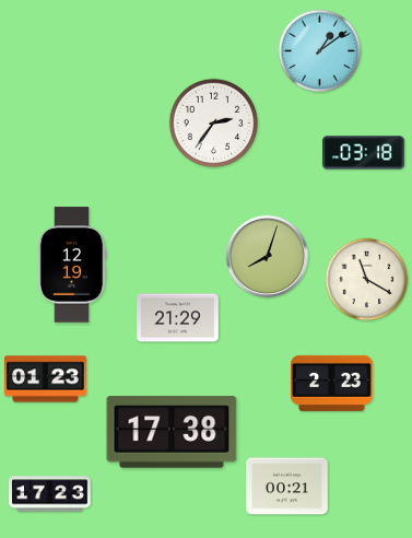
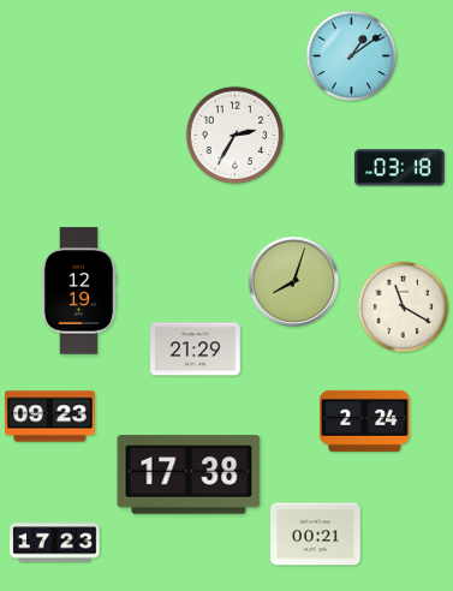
clock at (214, 124): 2:36 -> 2:35
clock at (46, 379): 01:23 -> 09:23
clock at (332, 383): 2:23 -> 2:24
